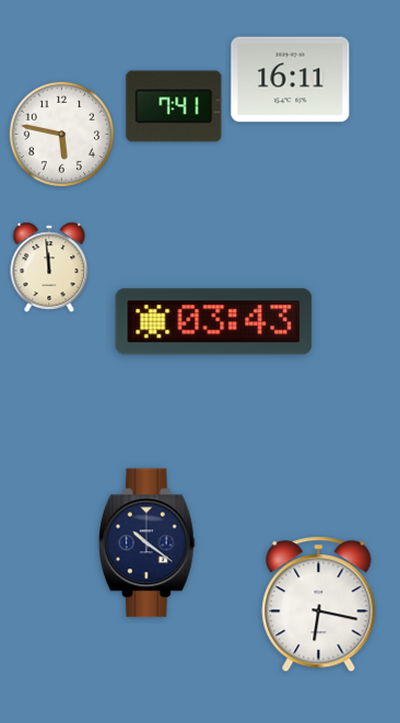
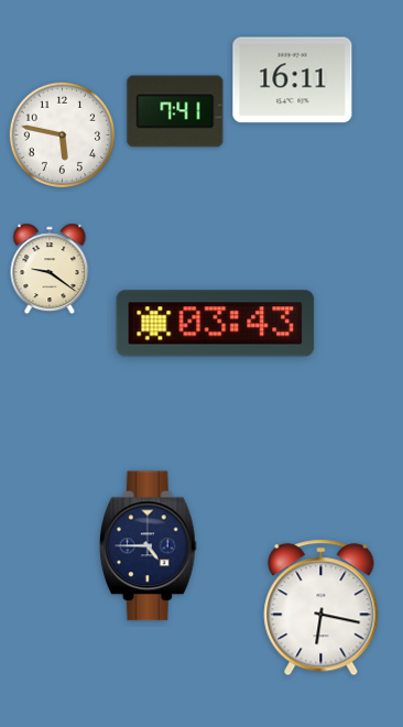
clock at (174, 106) position: (174, 106) -> (175, 111)
clock at (49, 267): 11:59 -> 9:21
clock at (146, 543): 10:21 -> 4:45
